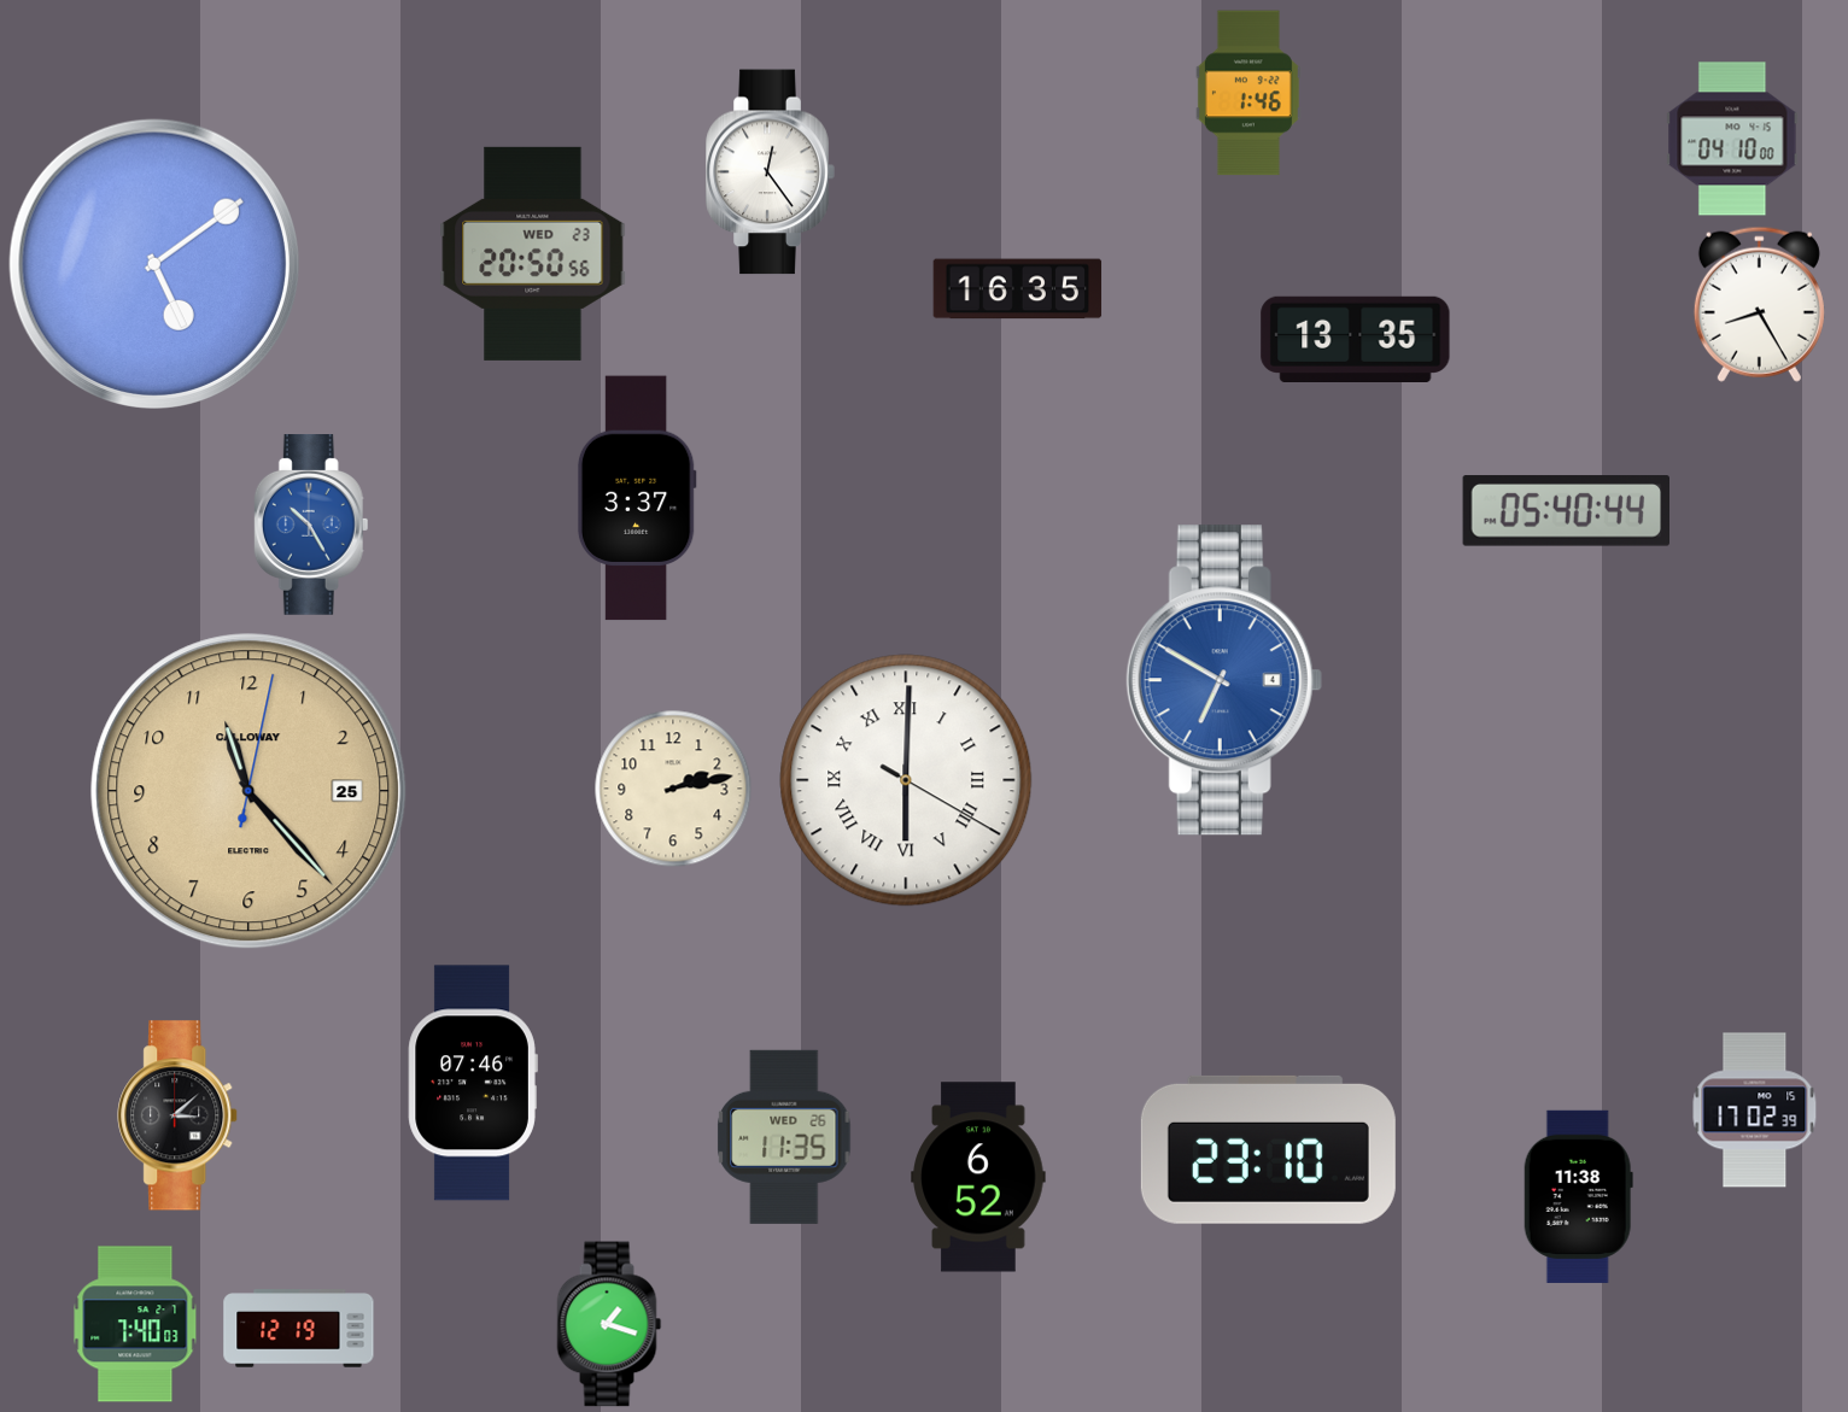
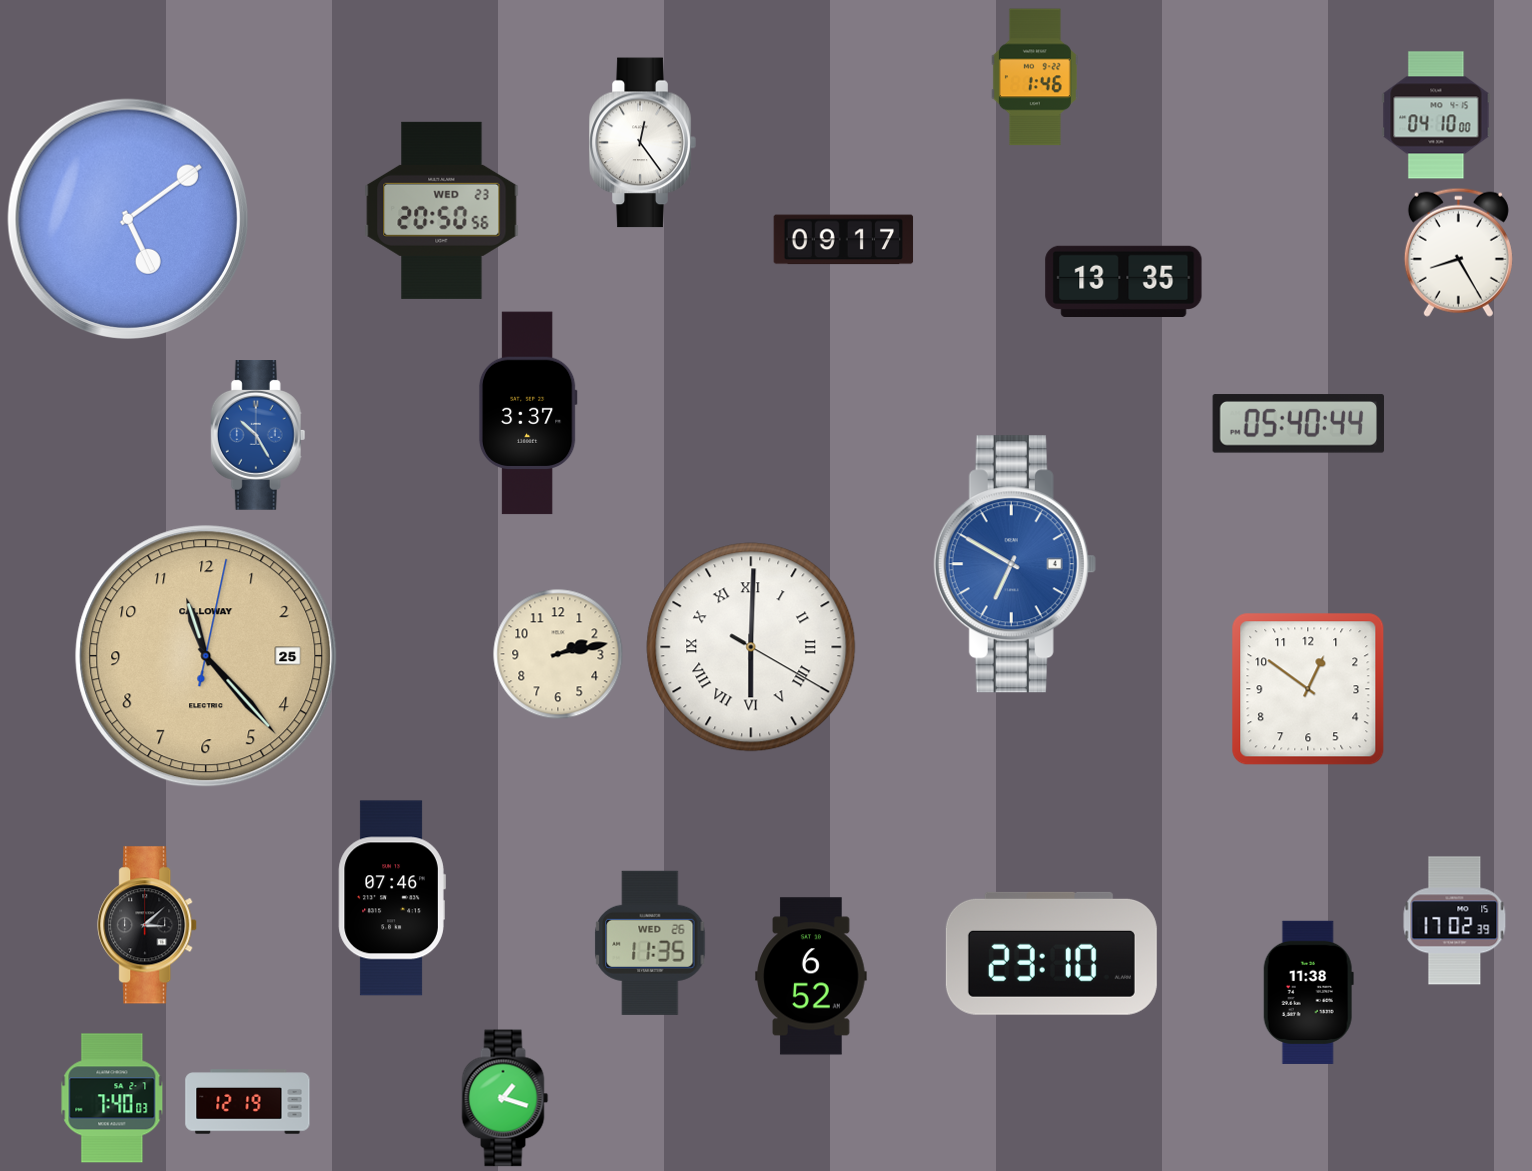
clock at (770, 172) position: (770, 172) -> (642, 143)
clock at (1018, 289): 16:35 -> 09:17
clock at (1308, 689): none -> 12:51
